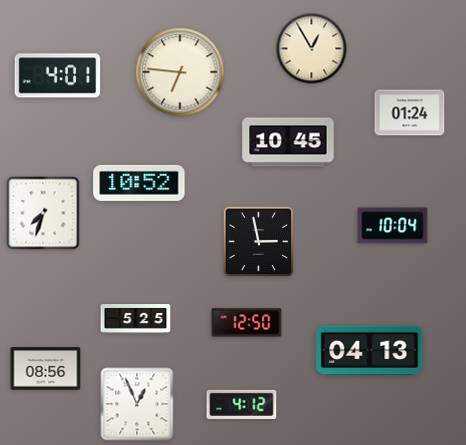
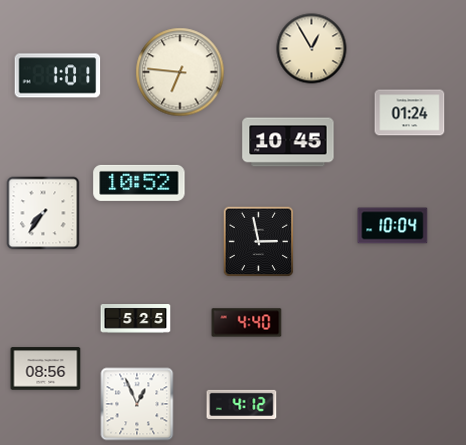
clock at (58, 76): 4:01 -> 1:01
clock at (43, 213): 7:33 -> 7:36
clock at (247, 323): 12:50 -> 4:40
clock at (370, 351): 04:13 -> none
